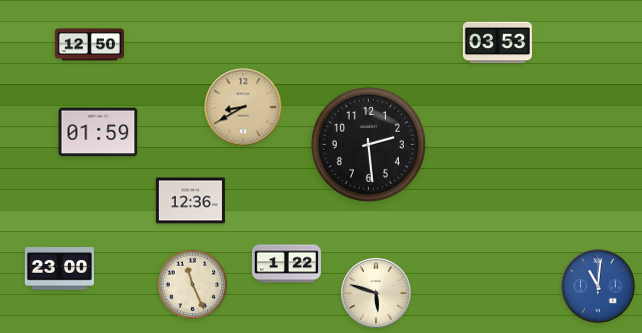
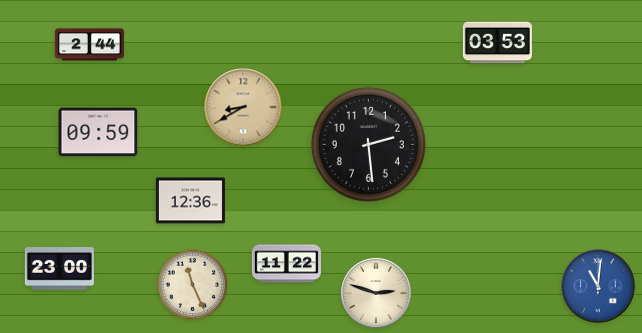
clock at (89, 45): 12:50 -> 2:44
clock at (98, 132): 01:59 -> 09:59
clock at (286, 264): 1:22 -> 11:22
clock at (377, 294): 5:48 -> 2:48
